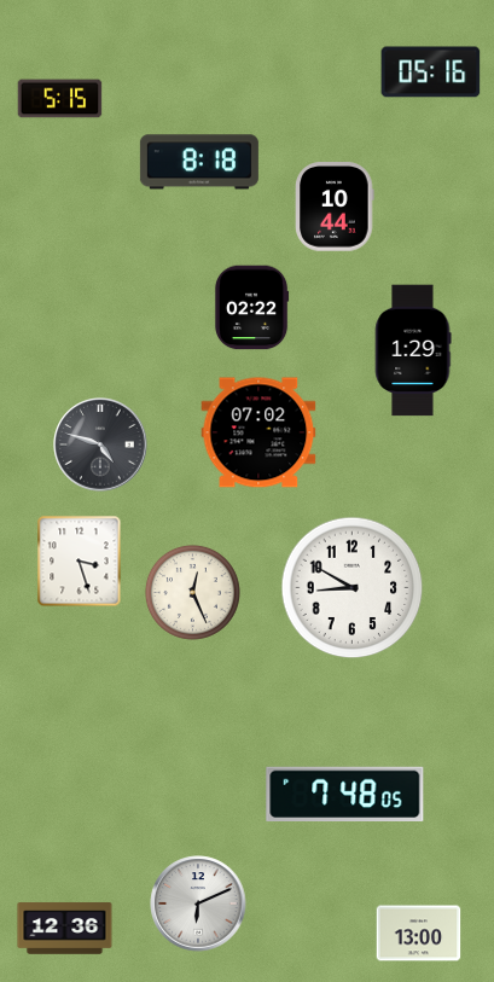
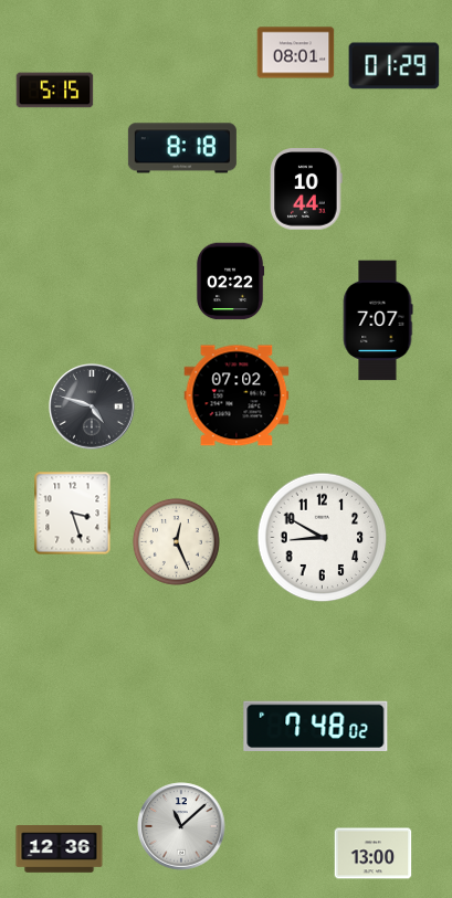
clock at (296, 53): none -> 08:01
clock at (431, 72): 05:16 -> 01:29
clock at (413, 350): 1:29 -> 7:07
clock at (345, 794): 7:48:05 -> 7:48:02
clock at (198, 903): 6:11 -> 11:08
clock at (419, 934) position: (419, 934) -> (374, 854)
